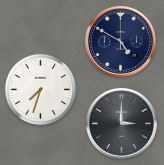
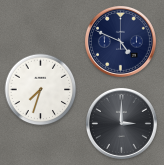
clock at (120, 41): 4:50 -> 4:49
